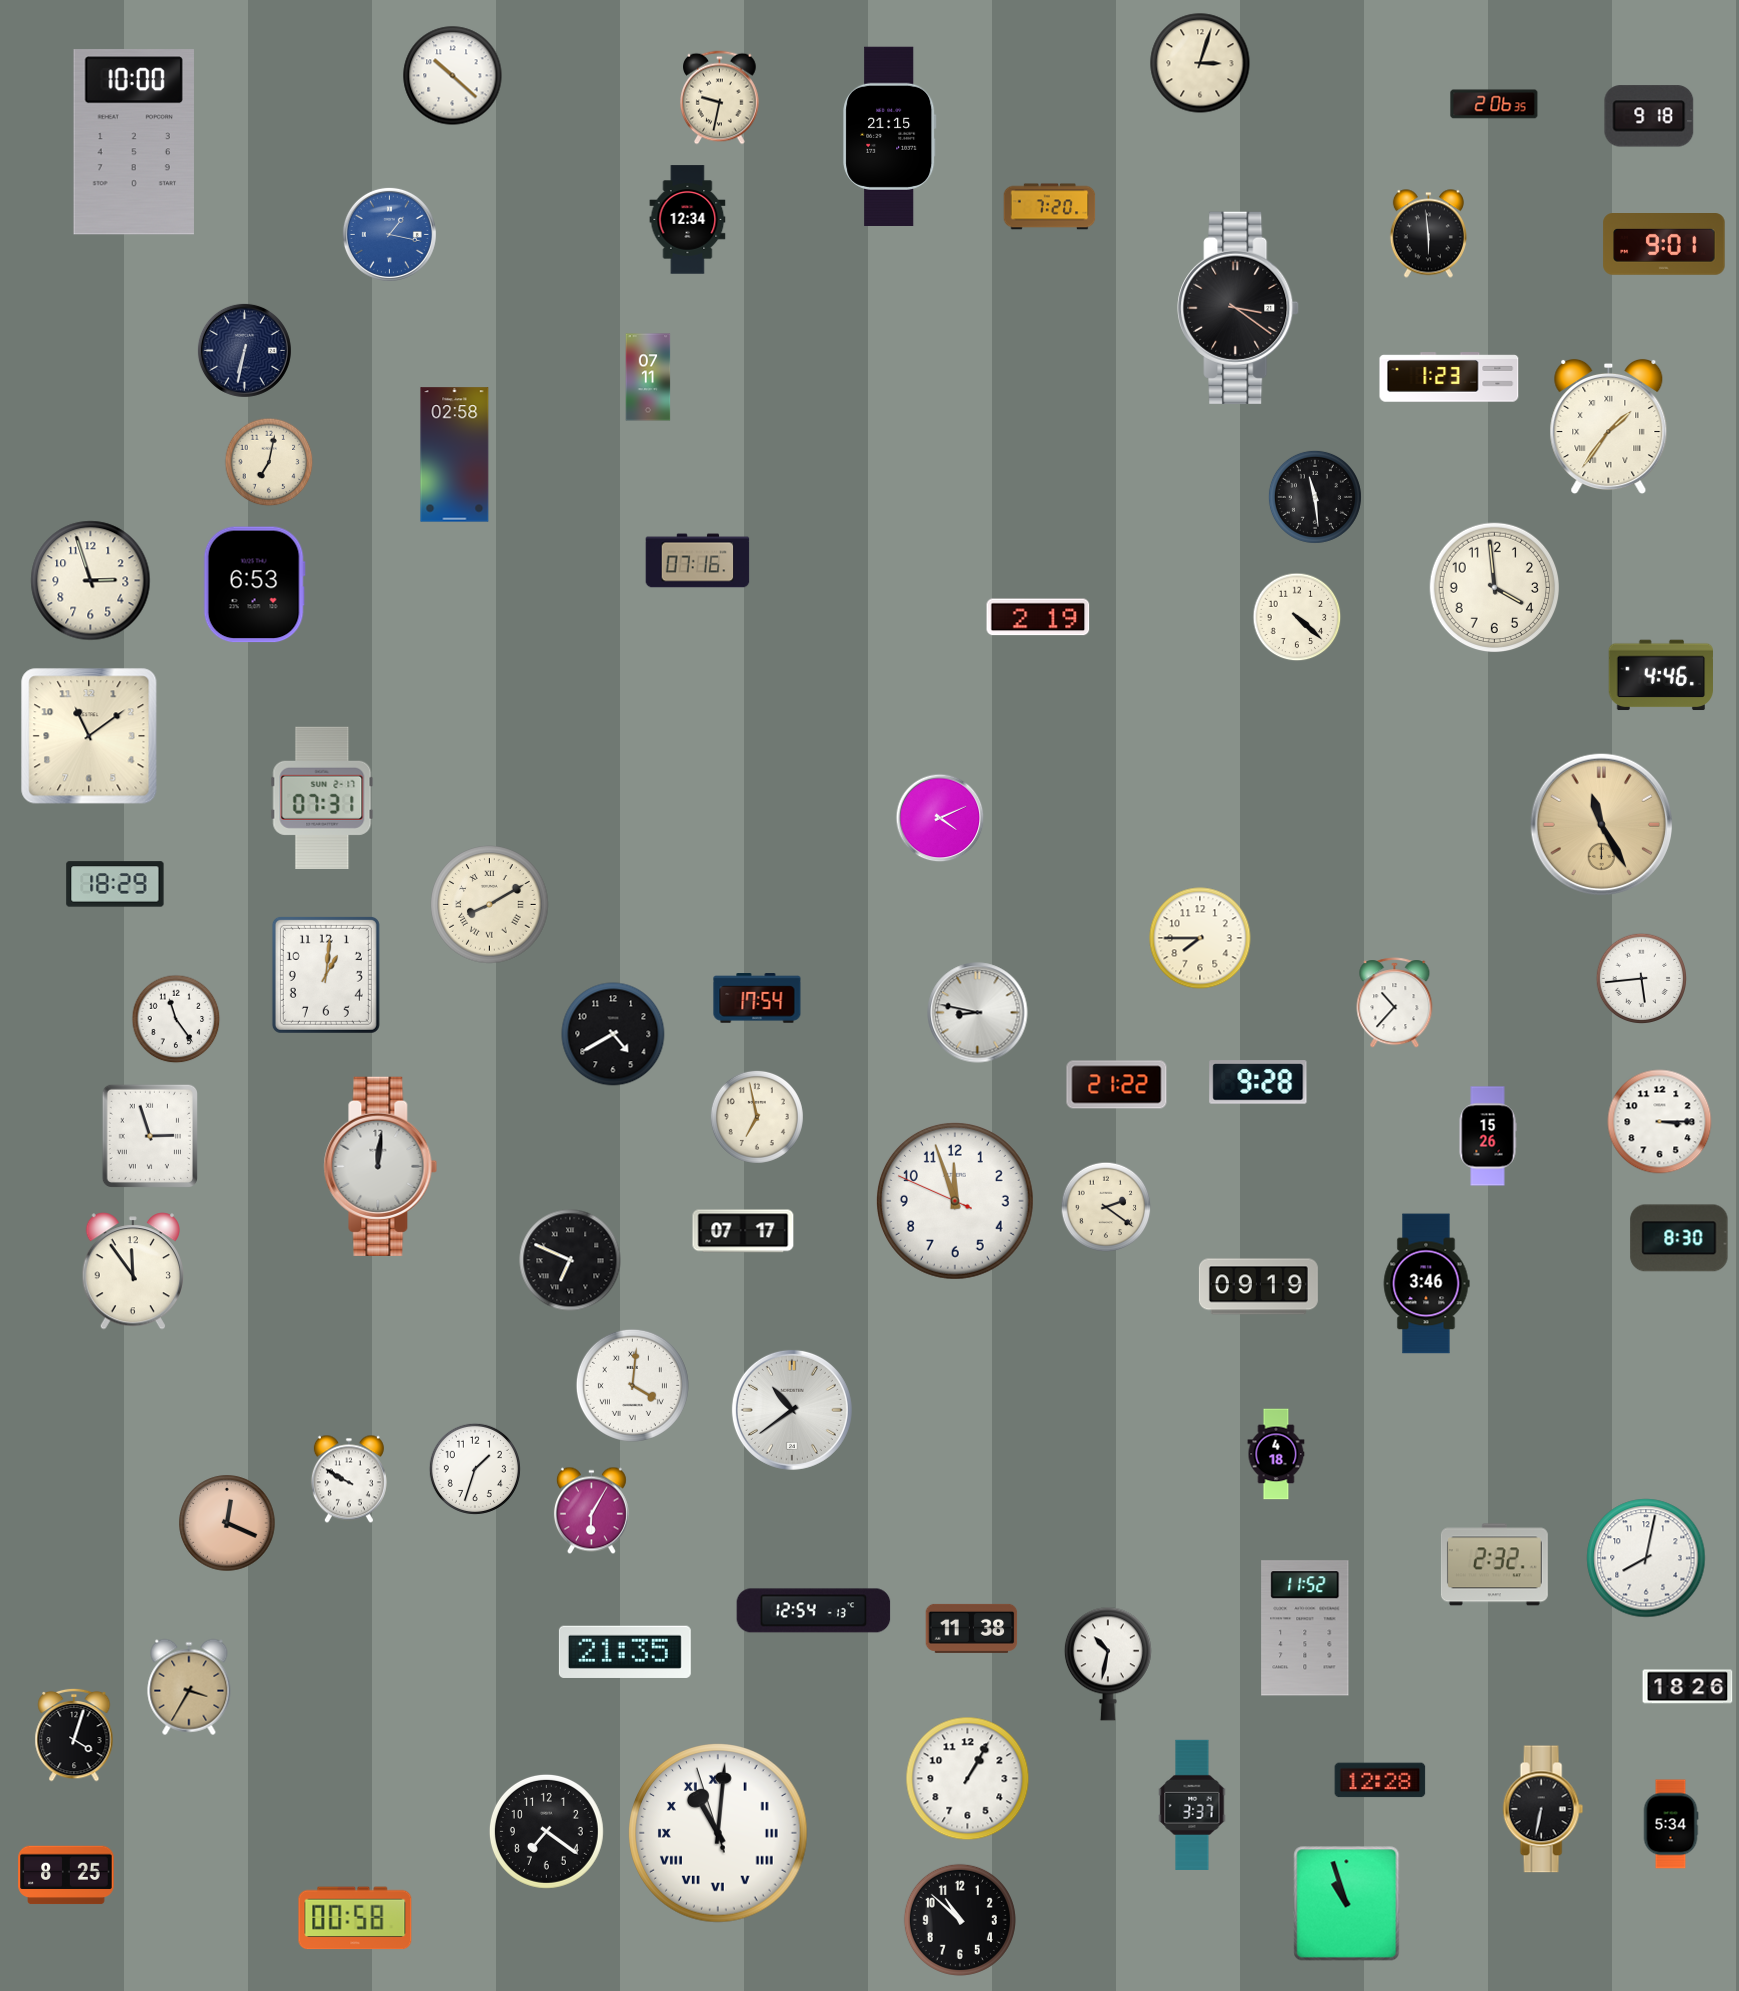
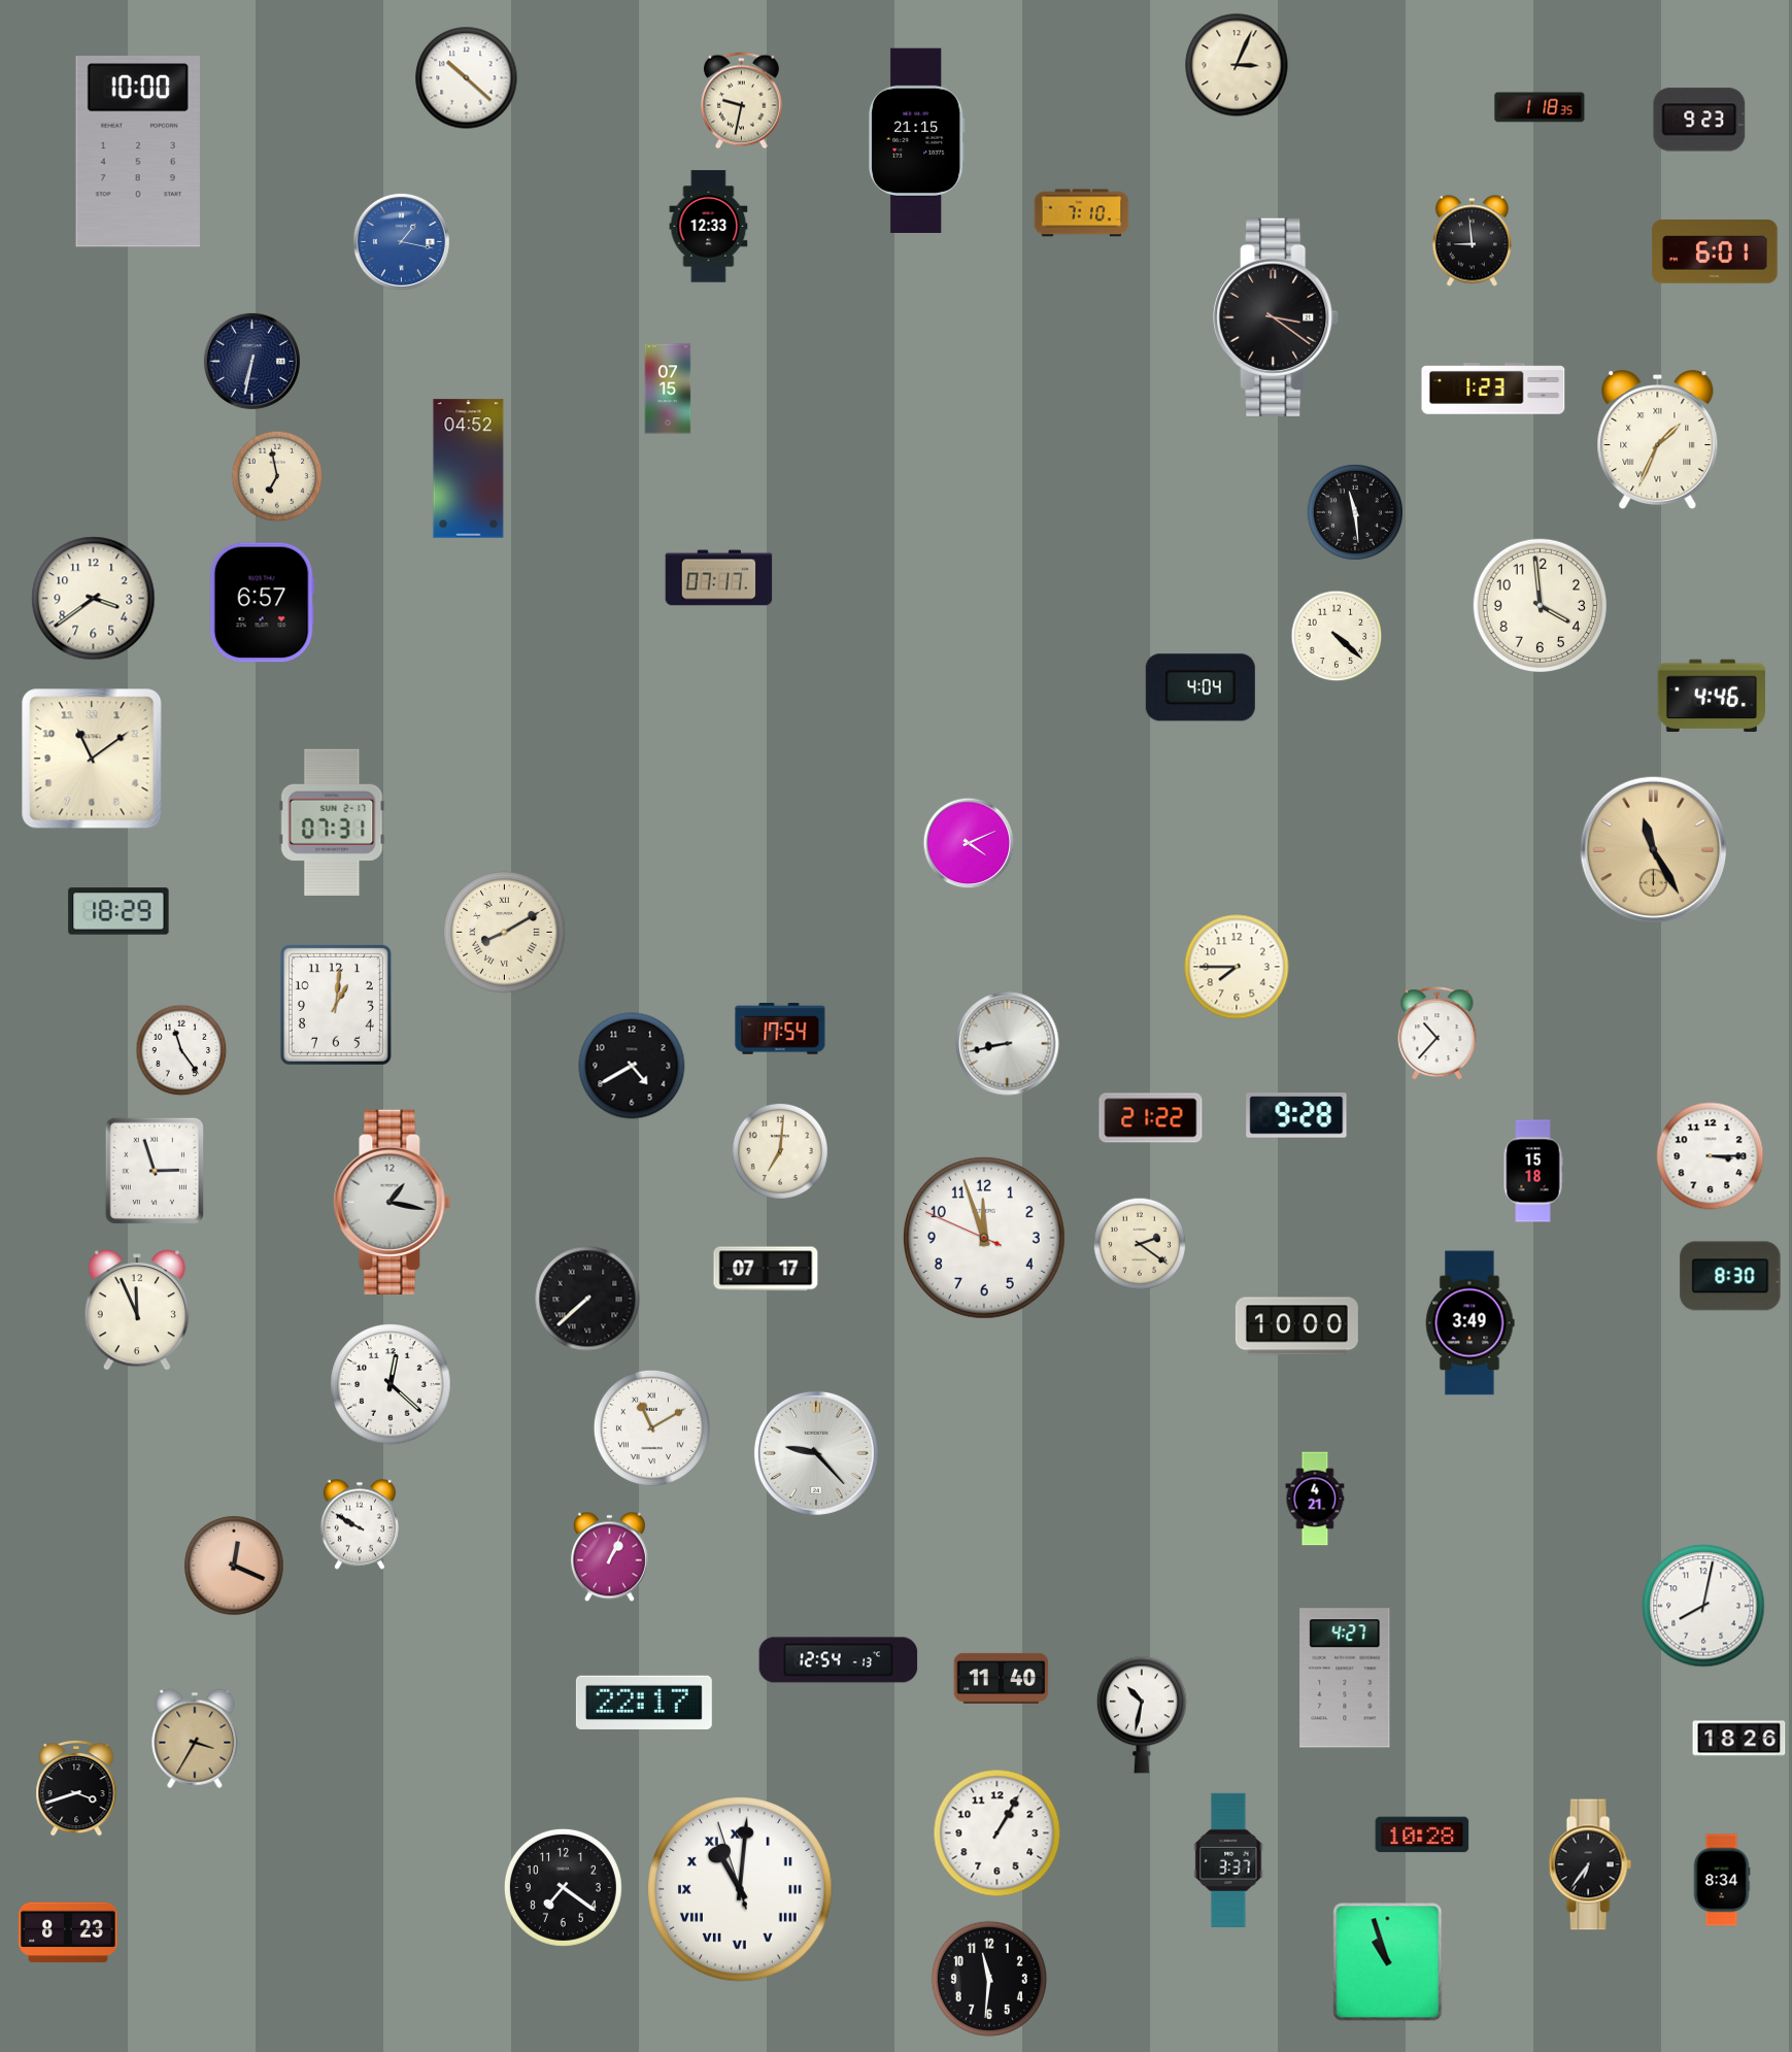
clock at (1200, 63): 3:03 -> 3:04
clock at (1494, 104): 2:06 -> 1:18
clock at (1649, 116): 9:18 -> 9:23
clock at (134, 142) position: (134, 142) -> (138, 152)
clock at (1050, 207): 7:20 -> 7:10
clock at (688, 220): 12:34 -> 12:33
clock at (1428, 234): 5:59 -> 8:59
clock at (1664, 245): 9:01 -> 6:01
clock at (648, 377): 07:11 -> 07:15
clock at (1609, 427): 1:36 -> 1:34
clock at (455, 455): 02:58 -> 04:52
clock at (269, 462): 7:02 -> 6:58
clock at (698, 561): 07:16 -> 07:17
clock at (91, 581): 2:57 -> 3:39
clock at (254, 585): 6:53 -> 6:57
clock at (1038, 617): 2:19 -> none
clock at (1201, 687): none -> 4:04
clock at (1601, 824) position: (1601, 824) -> (1653, 849)
clock at (1642, 979): 5:44 -> none
clock at (978, 1013): 8:47 -> 8:43
clock at (757, 1117): 6:58 -> 7:01
clock at (1488, 1136): 15:26 -> 15:18
clock at (381, 1166): 12:01 -> 1:17
clock at (570, 1260): 6:49 -> 7:38
clock at (133, 1271): 11:54 -> 11:56
clock at (1426, 1284): 3:46 -> 3:49
clock at (1258, 1287): 09:19 -> 10:00
clock at (391, 1384): none -> 12:22
clock at (632, 1385): 4:01 -> 11:10
clock at (792, 1410): 10:39 -> 9:23
clock at (1276, 1454): 4:18 -> 4:21
clock at (475, 1469): 1:33 -> none
clock at (591, 1511): 6:05 -> 1:04
clock at (227, 1523) position: (227, 1523) -> (234, 1566)
clock at (1646, 1558) position: (1646, 1558) -> (1703, 1606)
clock at (1494, 1565): 2:32 -> none
clock at (972, 1628): 11:38 -> 11:40
clock at (1305, 1628): 11:52 -> 4:27
clock at (625, 1651): 21:35 -> 22:17
clock at (74, 1735): 4:03 -> 3:42
clock at (1380, 1780): 12:28 -> 10:28
clock at (1543, 1809): 6:32 -> 6:36
clock at (1671, 1824): 5:34 -> 8:34
clock at (66, 1875): 8:25 -> 8:23
clock at (355, 1918): 00:58 -> none
clock at (960, 1920): 10:52 -> 11:31
